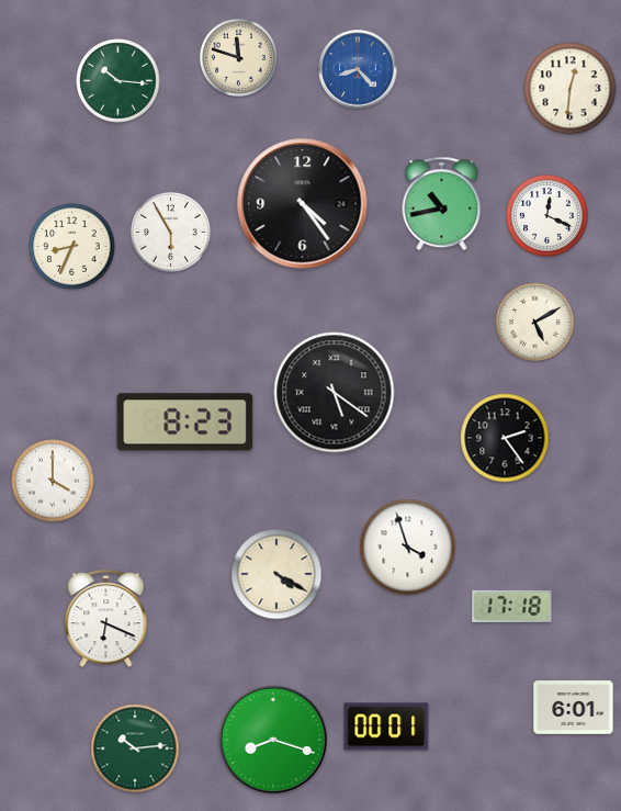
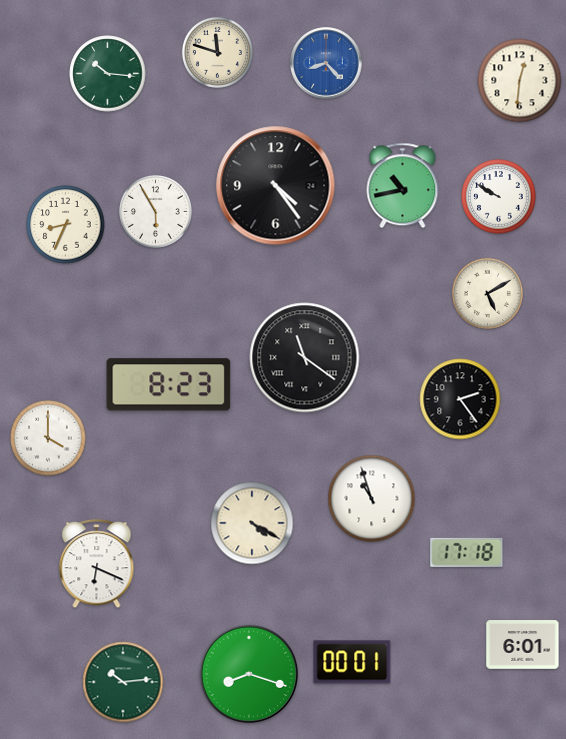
clock at (547, 216): 12:19 -> 9:50
clock at (335, 393): 5:21 -> 11:21
clock at (408, 548): 3:57 -> 10:57
